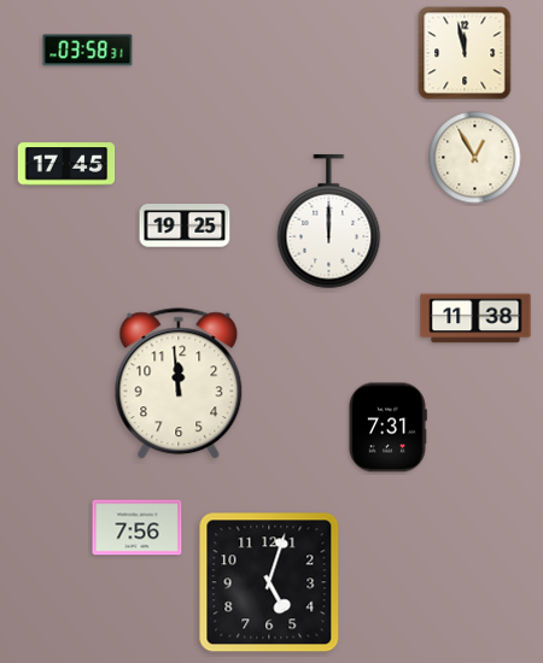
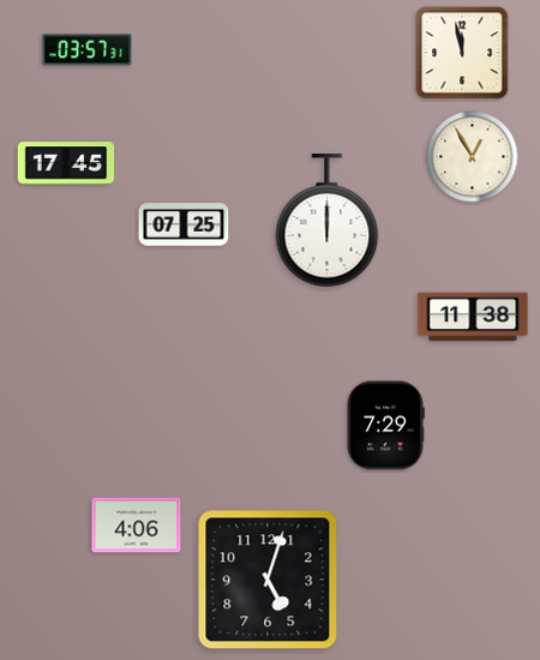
clock at (88, 51): 03:58 -> 03:57
clock at (185, 225): 19:25 -> 07:25
clock at (179, 385): 11:59 -> none
clock at (387, 428): 7:31 -> 7:29
clock at (138, 528): 7:56 -> 4:06
